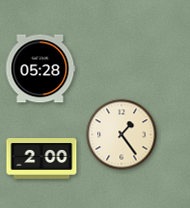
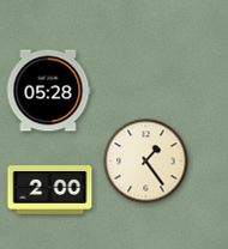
clock at (40, 69) position: (40, 69) -> (48, 91)
